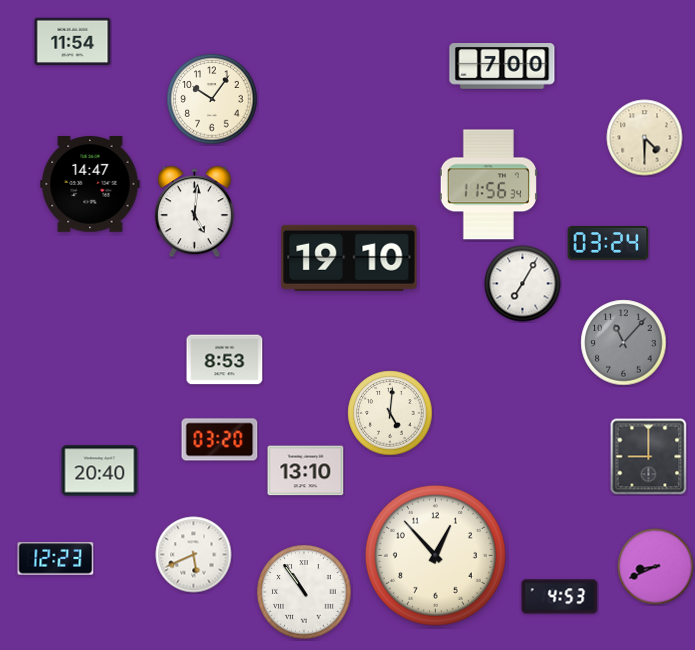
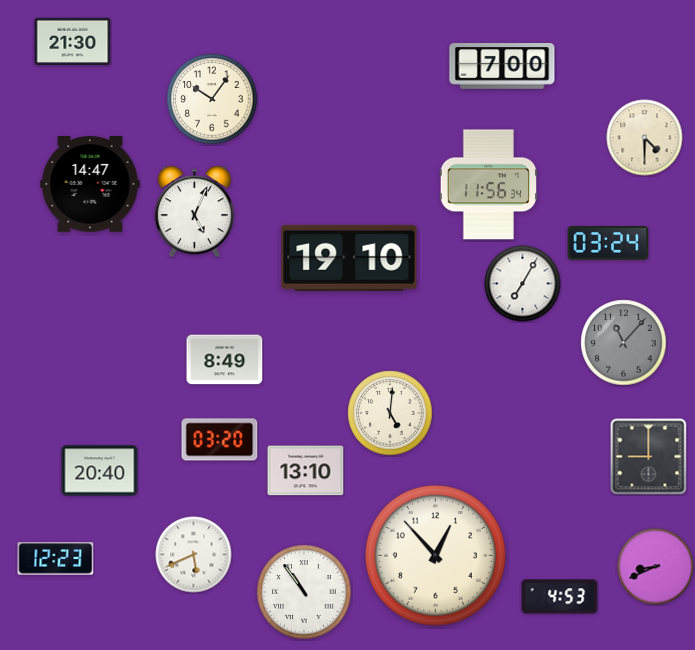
clock at (73, 42): 11:54 -> 21:30
clock at (194, 212): 5:01 -> 5:04
clock at (225, 360): 8:53 -> 8:49
